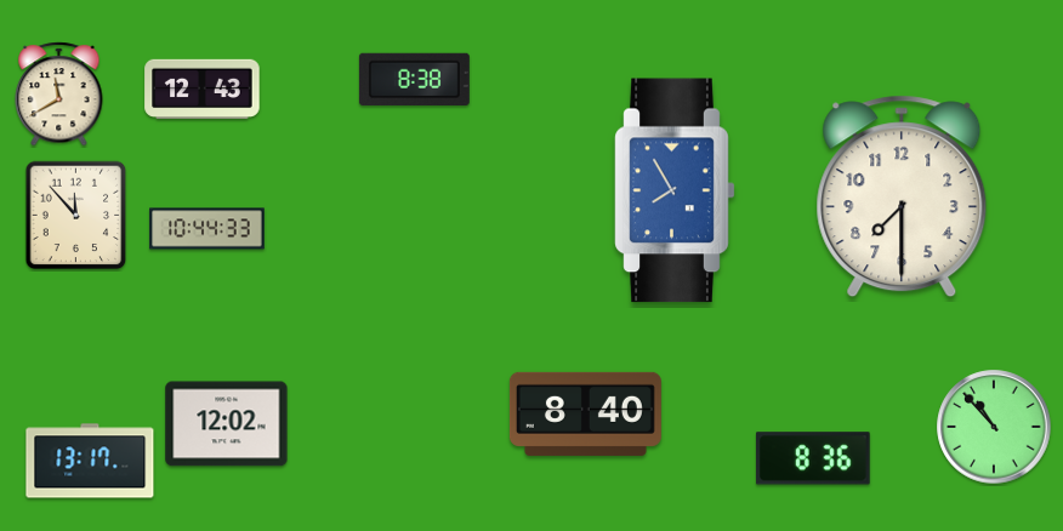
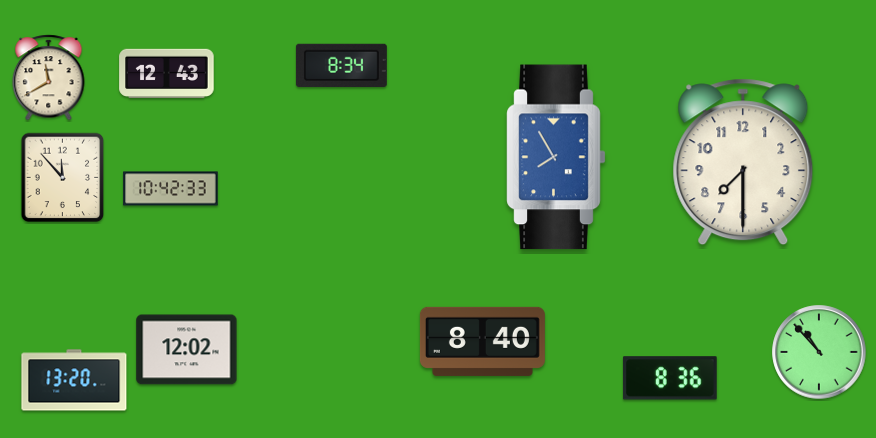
clock at (414, 79): 8:38 -> 8:34
clock at (208, 229): 10:44 -> 10:42
clock at (90, 461): 13:17 -> 13:20
